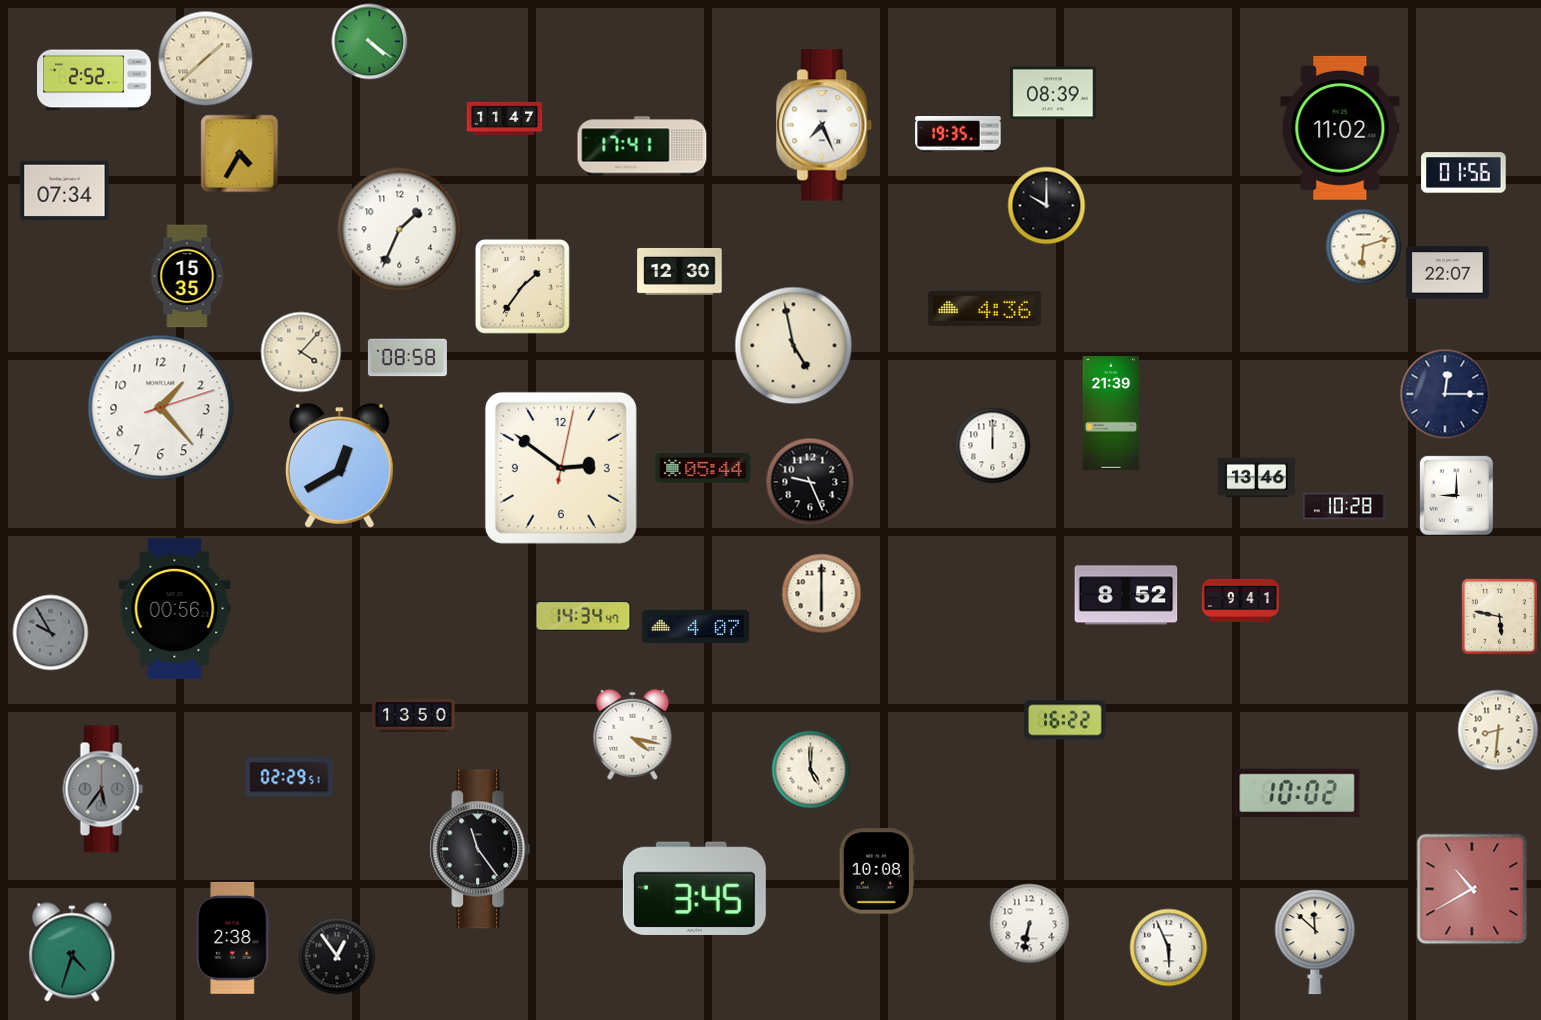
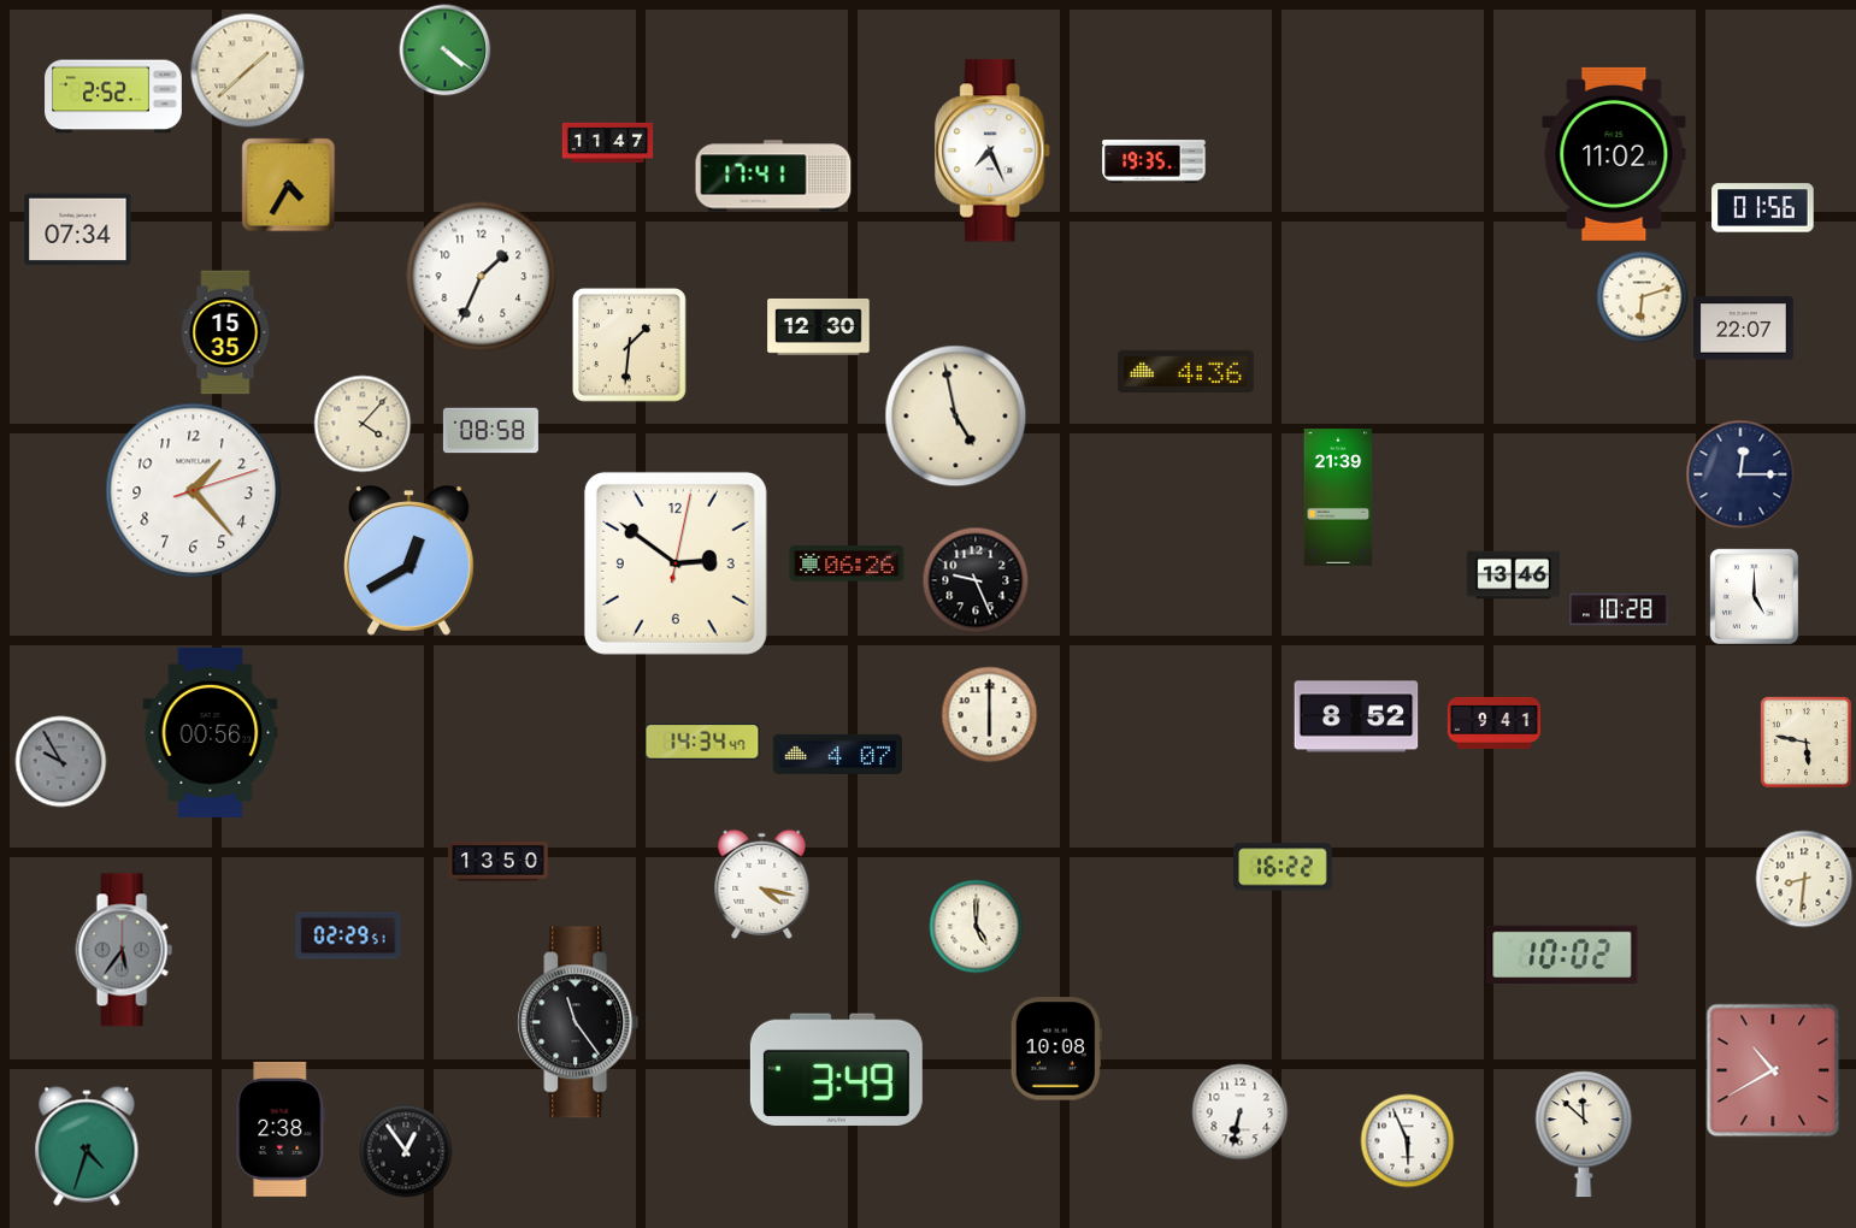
clock at (1053, 93): 08:39 -> none
clock at (1047, 206): 10:00 -> none
clock at (523, 287): 1:36 -> 1:31
clock at (993, 446): 12:00 -> none
clock at (703, 468): 05:44 -> 06:26
clock at (1456, 495): 9:00 -> 5:00
clock at (694, 888): 3:45 -> 3:49
